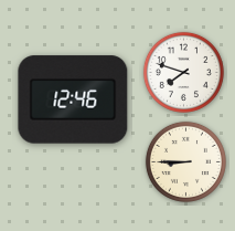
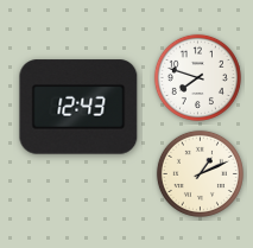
clock at (73, 99): 12:46 -> 12:43
clock at (185, 161): 8:45 -> 1:11
